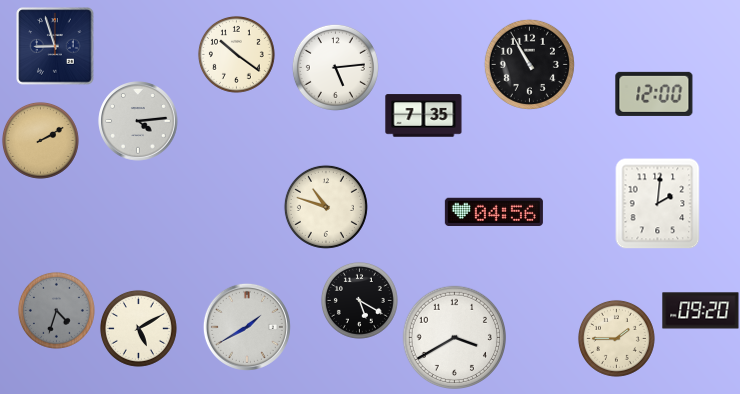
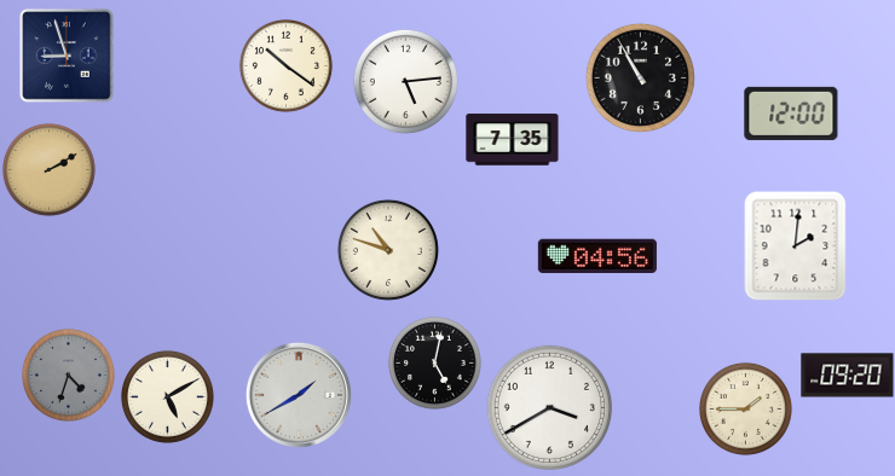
clock at (138, 121): 4:14 -> none
clock at (326, 207) position: (326, 207) -> (388, 250)
clock at (359, 300): 5:20 -> 5:02
